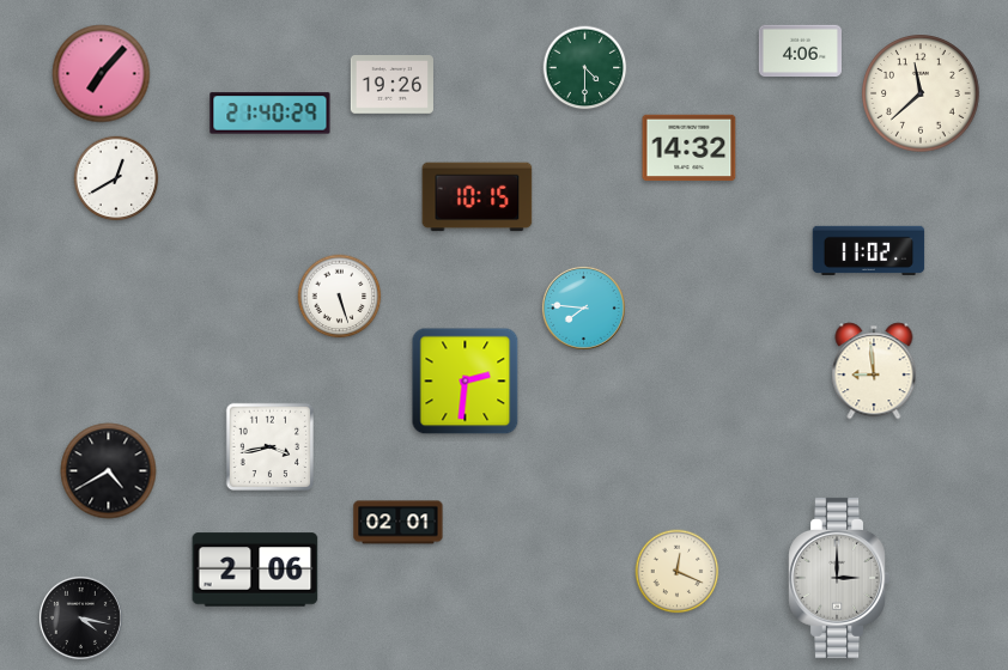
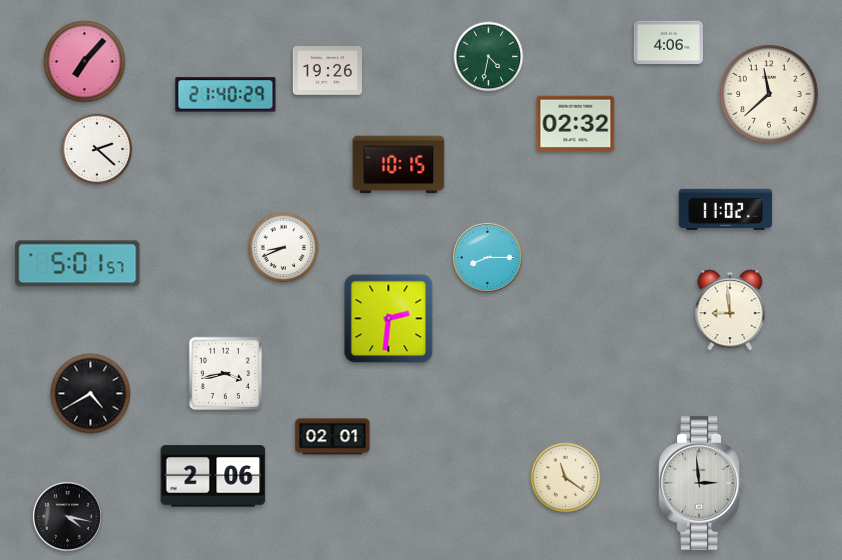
clock at (585, 68): 4:30 -> 4:32
clock at (921, 93) position: (921, 93) -> (769, 94)
clock at (690, 148): 14:32 -> 02:32
clock at (116, 178): 12:40 -> 2:22
clock at (340, 297): 5:27 -> 8:41
clock at (583, 307): 7:46 -> 8:15
clock at (78, 264): none -> 5:01
clock at (678, 572): 12:19 -> 11:21
clock at (838, 578): 3:00 -> 2:59
